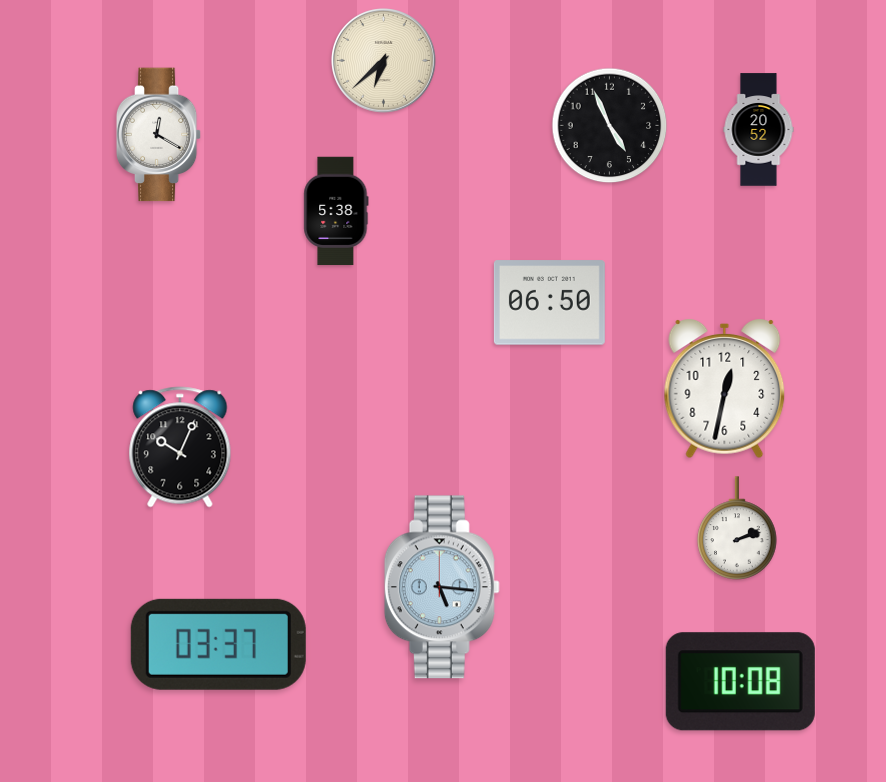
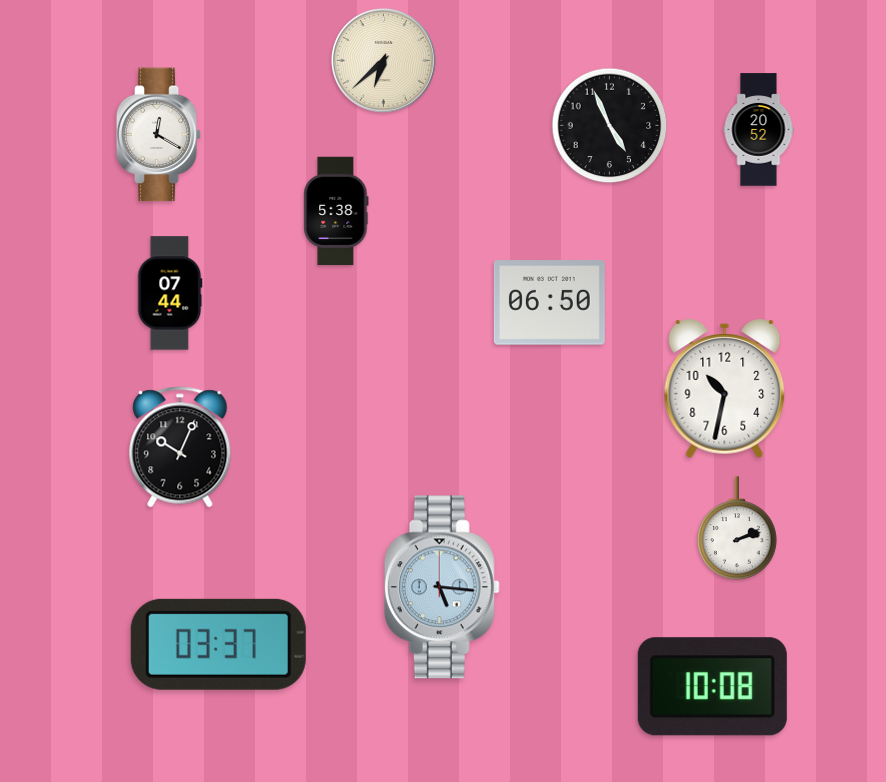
clock at (170, 293): none -> 07:44
clock at (725, 390): 12:32 -> 10:32
clock at (740, 682) position: (740, 682) -> (712, 687)
